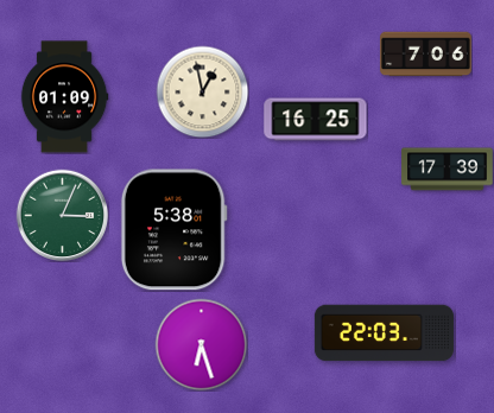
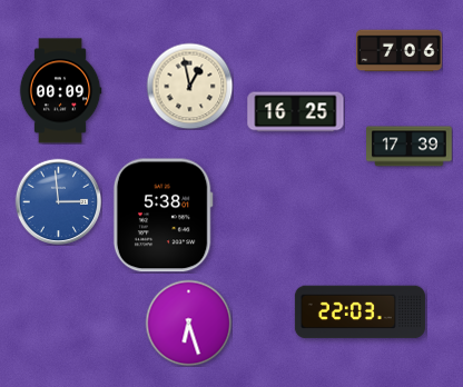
clock at (64, 97): 01:09 -> 00:09
clock at (448, 170) position: (448, 170) -> (410, 147)
clock at (62, 215): 3:04 -> 2:59
clock at (62, 215) dial: green -> blue
